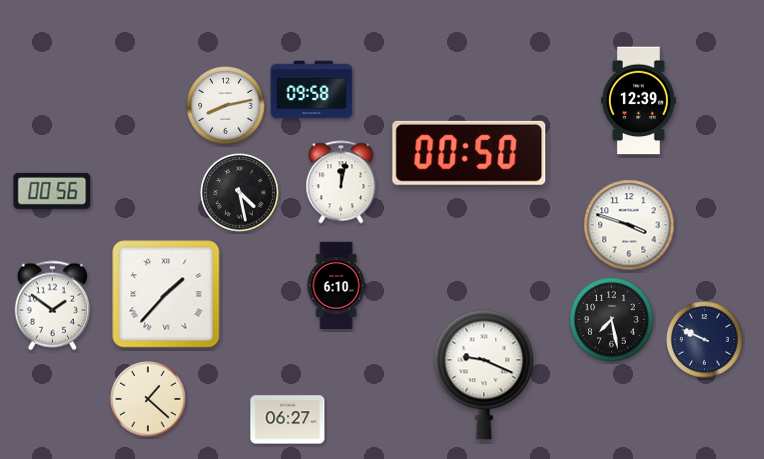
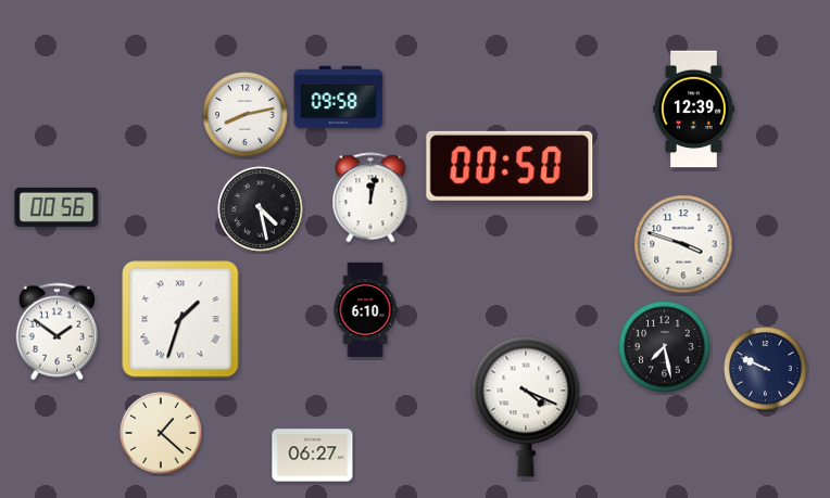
clock at (166, 294): 1:37 -> 1:33
clock at (484, 375): 9:19 -> 4:19
